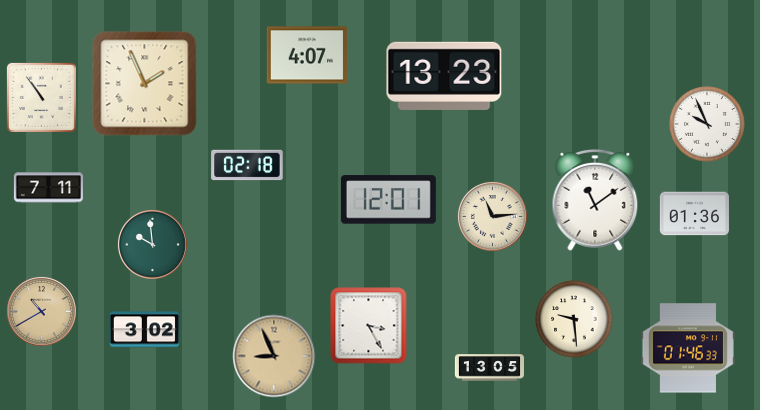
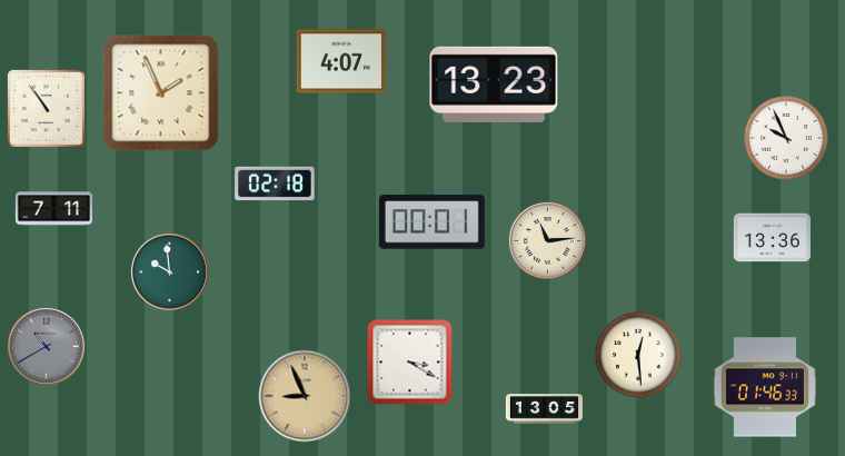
clock at (388, 200): 12:01 -> 00:01
clock at (595, 201): 11:09 -> none
clock at (694, 214): 01:36 -> 13:36
clock at (41, 311) dial: champagne -> grey
clock at (574, 319): 9:29 -> 12:29
clock at (369, 326): 3:25 -> 3:20
clock at (144, 330): 3:02 -> none
